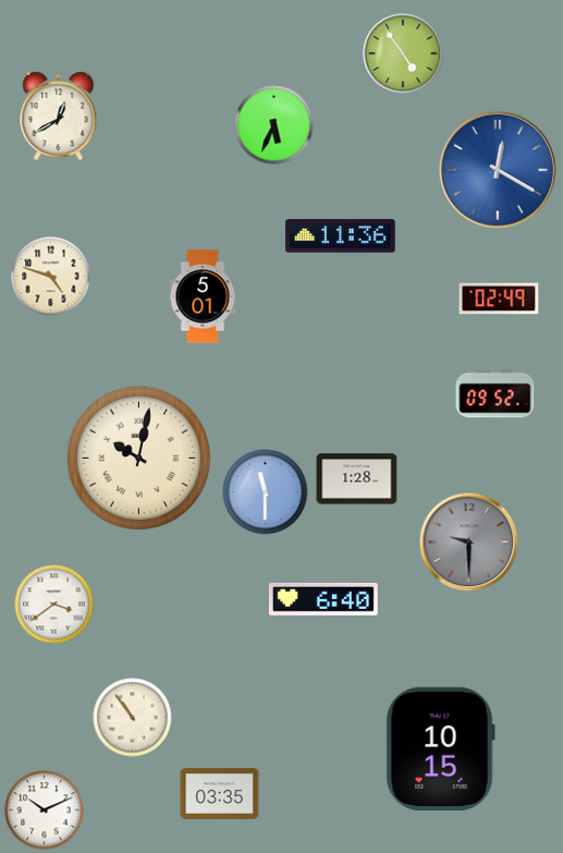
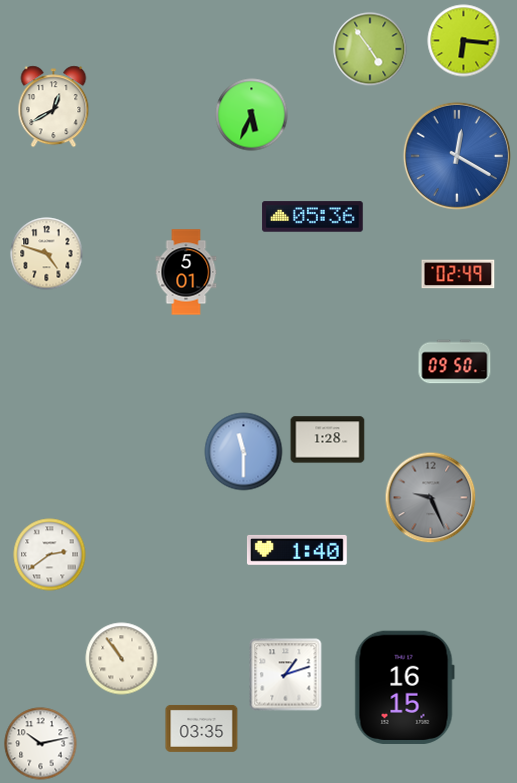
clock at (464, 41): none -> 6:16
clock at (341, 236): 11:36 -> 05:36
clock at (495, 394): 09:52 -> 09:50
clock at (139, 459): 10:02 -> none
clock at (469, 543): 9:30 -> 9:26
clock at (323, 599): 6:40 -> 1:40
clock at (54, 605): 3:39 -> 2:39
clock at (286, 675): none -> 1:12
clock at (440, 748): 10:15 -> 16:15
clock at (45, 811): 10:11 -> 10:13
